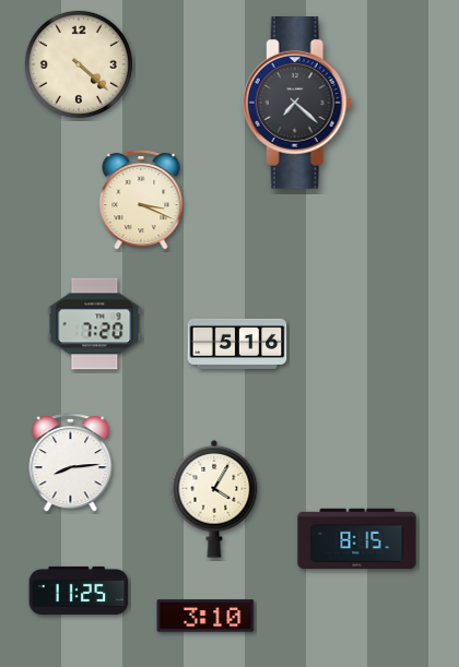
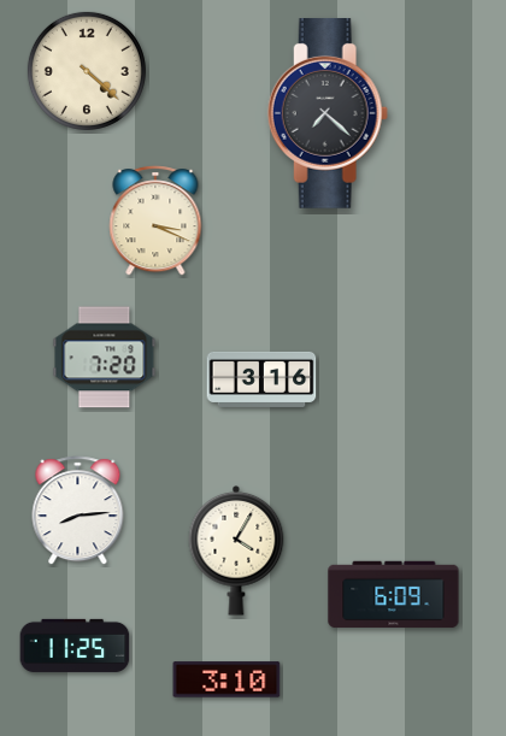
clock at (237, 344): 5:16 -> 3:16
clock at (357, 539): 8:15 -> 6:09
clock at (79, 591) position: (79, 591) -> (75, 646)
